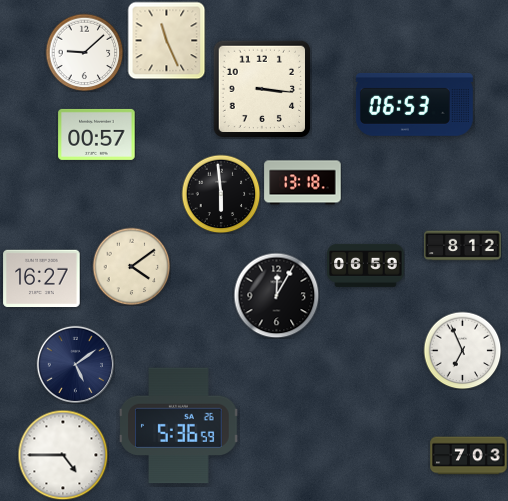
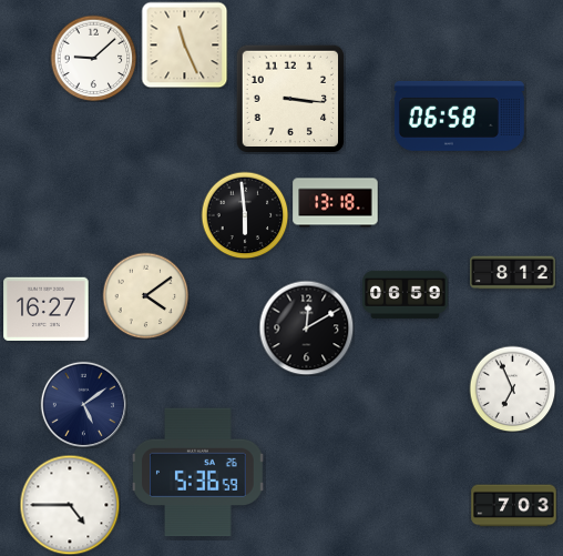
clock at (414, 104): 06:53 -> 06:58
clock at (97, 134): 00:57 -> none
clock at (276, 295): 12:05 -> 12:10
clock at (469, 456) position: (469, 456) -> (514, 506)
